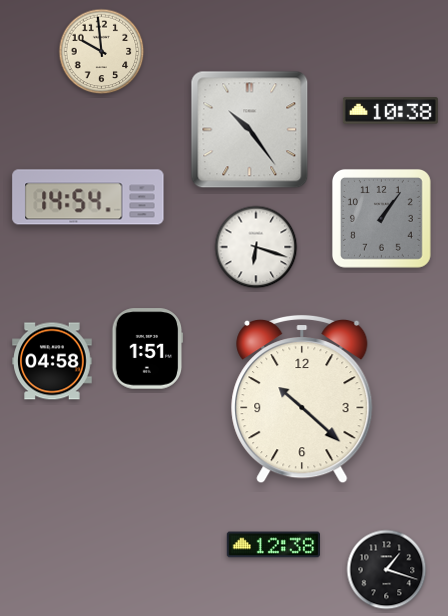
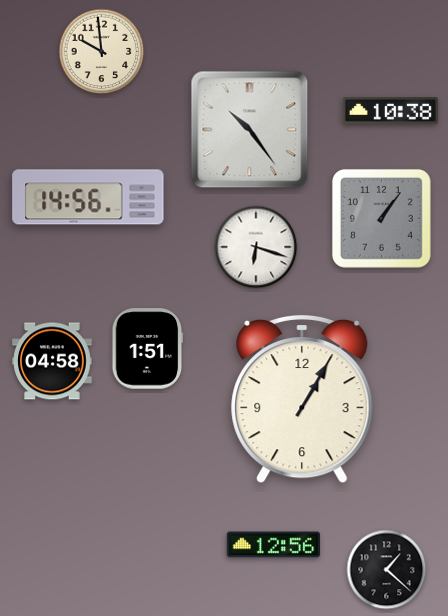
clock at (88, 197): 14:54 -> 14:56
clock at (302, 399): 10:22 -> 1:05
clock at (273, 545): 12:38 -> 12:56
clock at (387, 570): 1:18 -> 1:22
